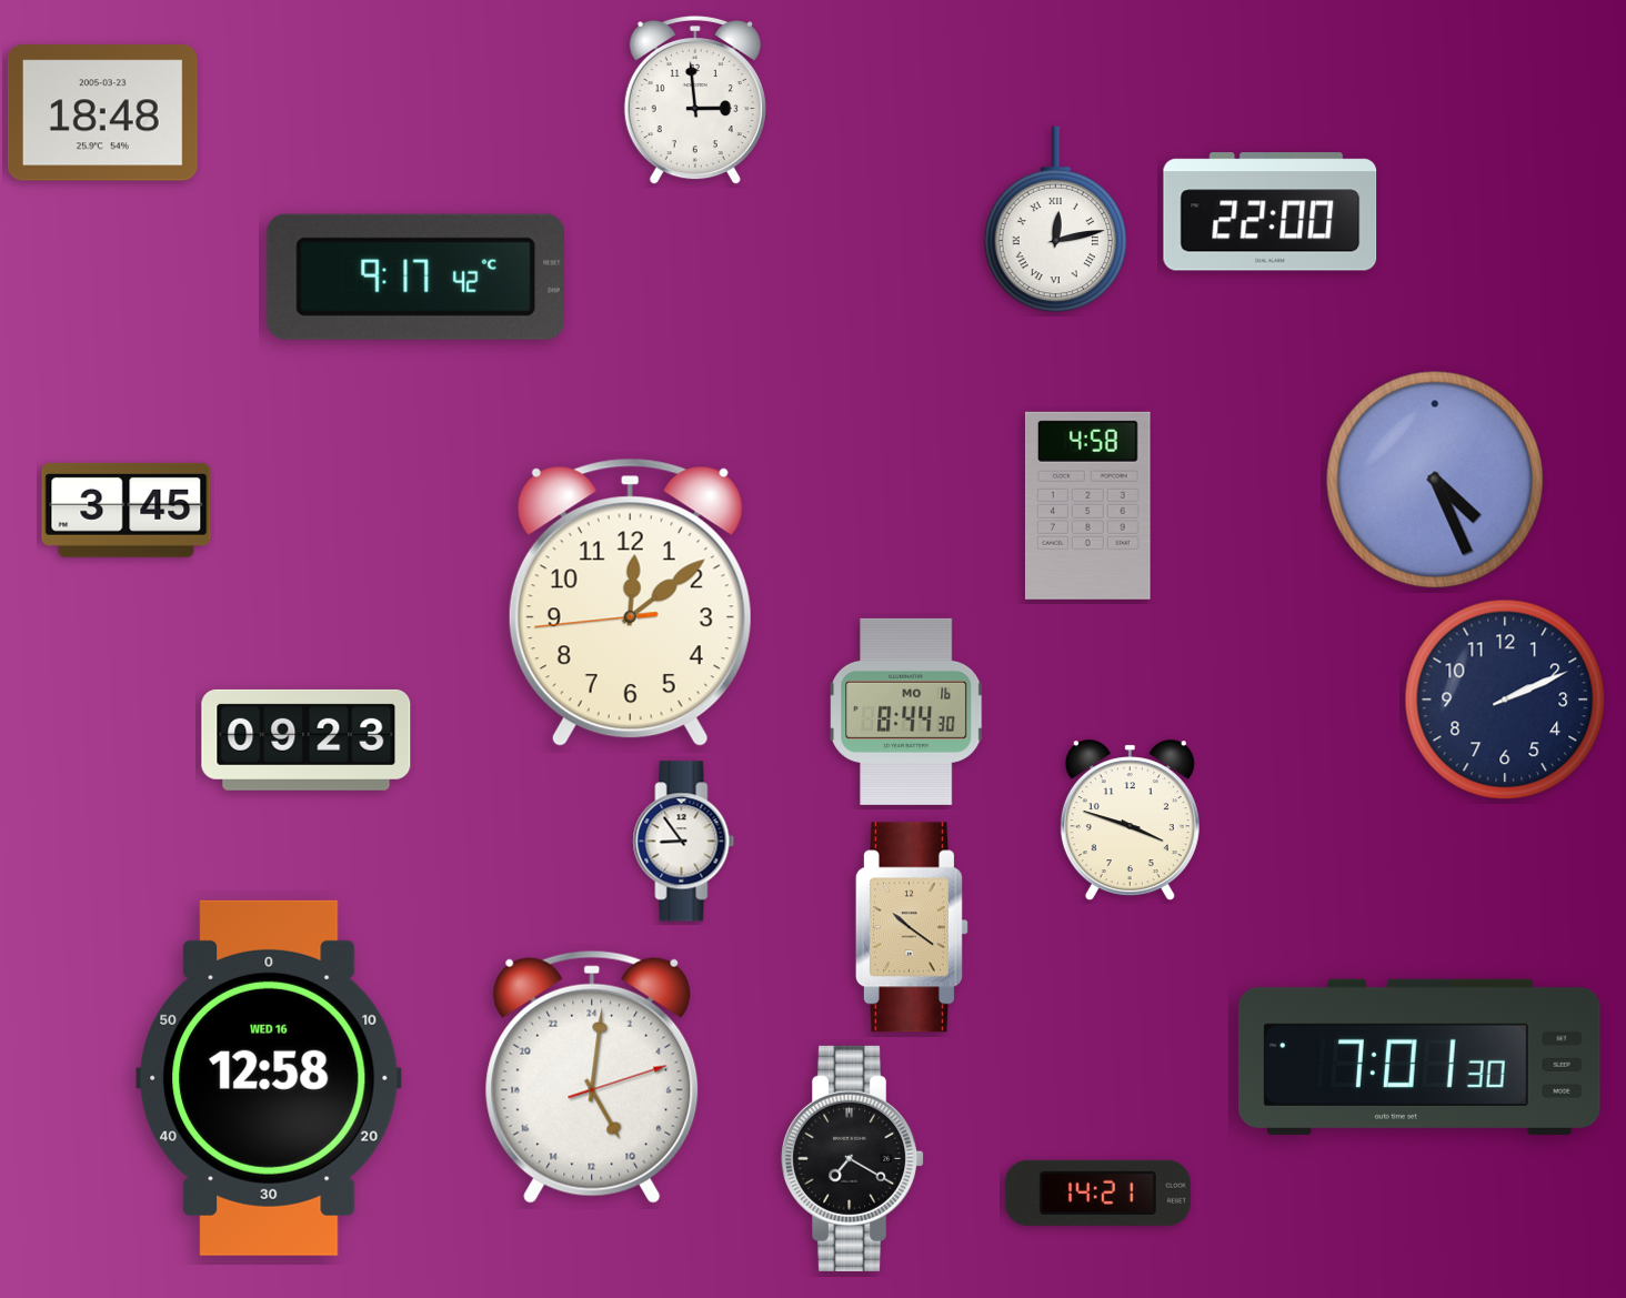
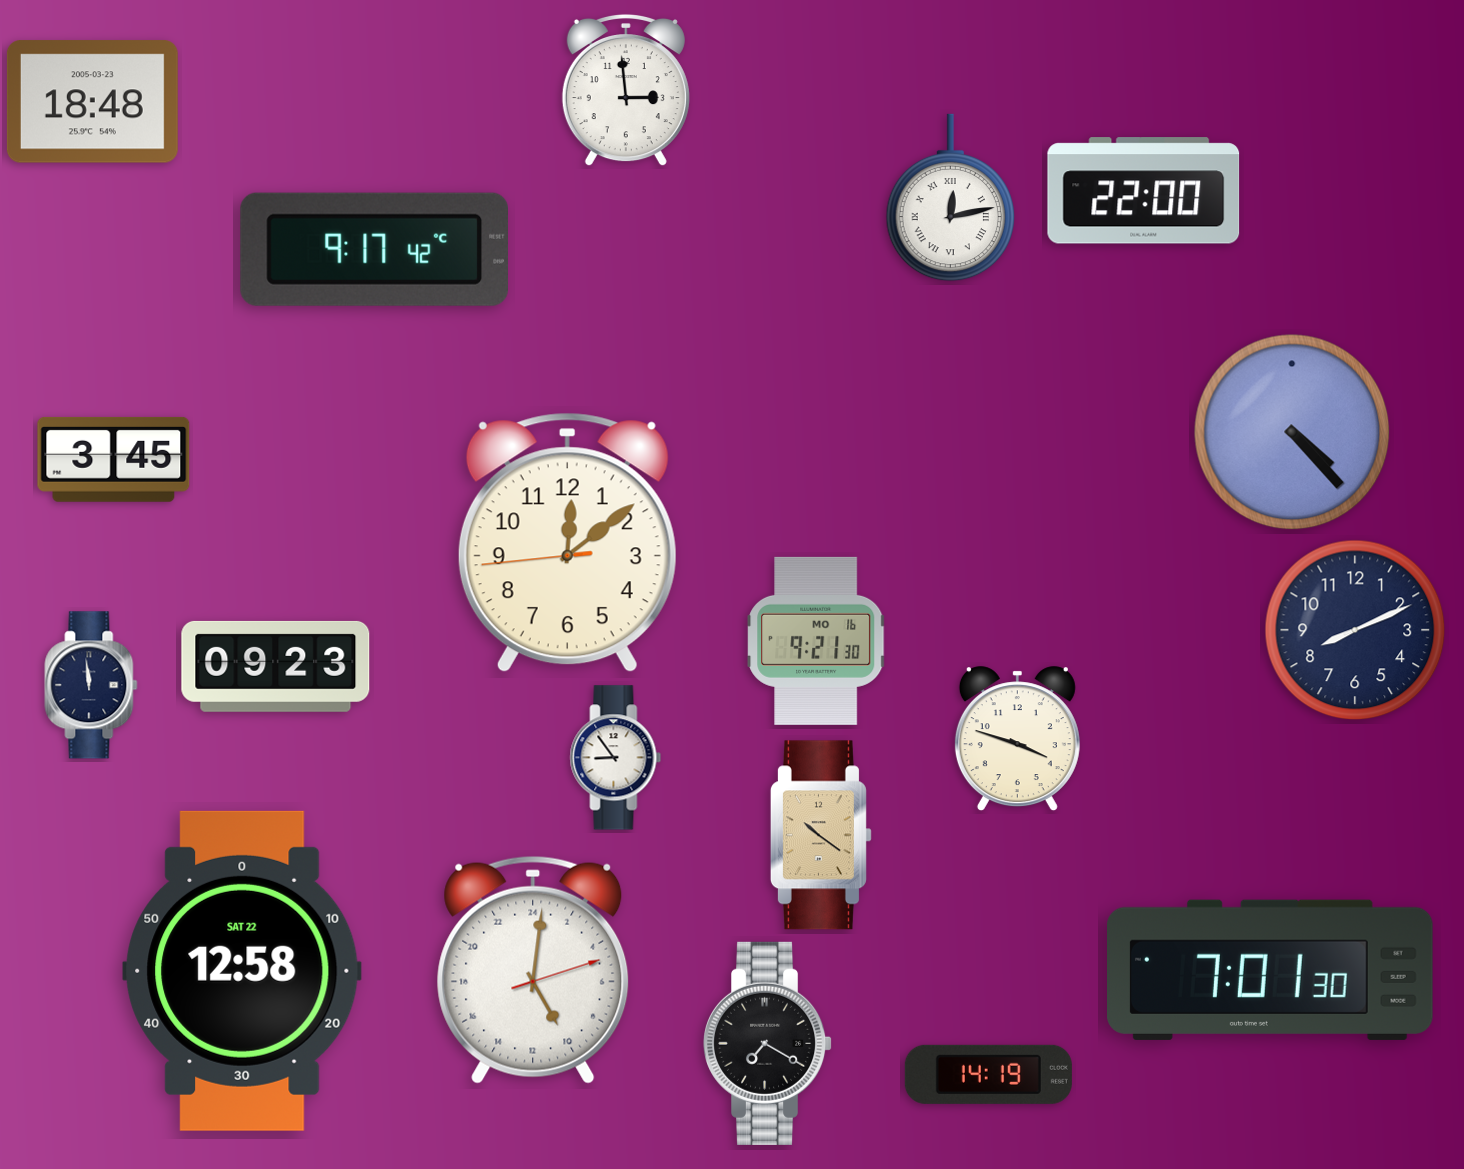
clock at (1435, 480): 4:26 -> 4:23
clock at (1087, 505): 4:58 -> none
clock at (1505, 700): 2:11 -> 8:11
clock at (906, 712): 8:44 -> 9:21
clock at (91, 685): none -> 11:59
clock at (1421, 1057) position: (1421, 1057) -> (1271, 970)
clock at (269, 1078) date: WED 16 -> SAT 22
clock at (1097, 1193): 14:21 -> 14:19
